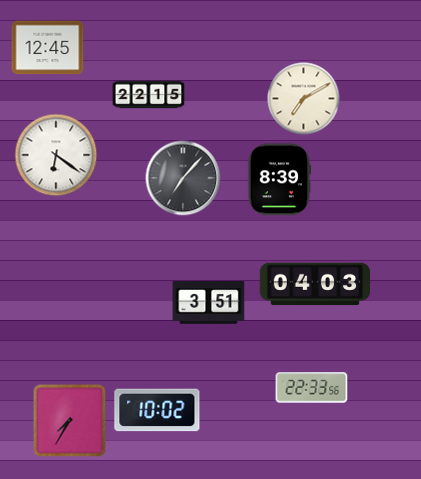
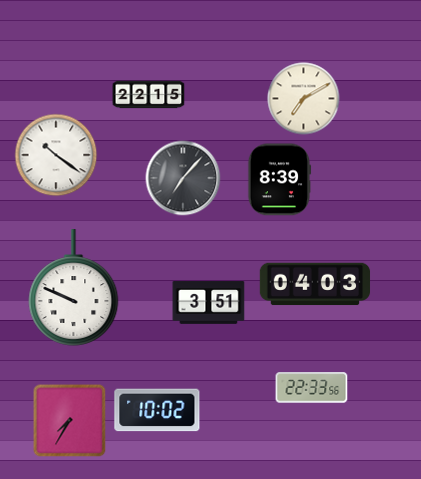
clock at (48, 48): 12:45 -> none
clock at (56, 155): 6:21 -> 10:21
clock at (74, 288): none -> 9:49
